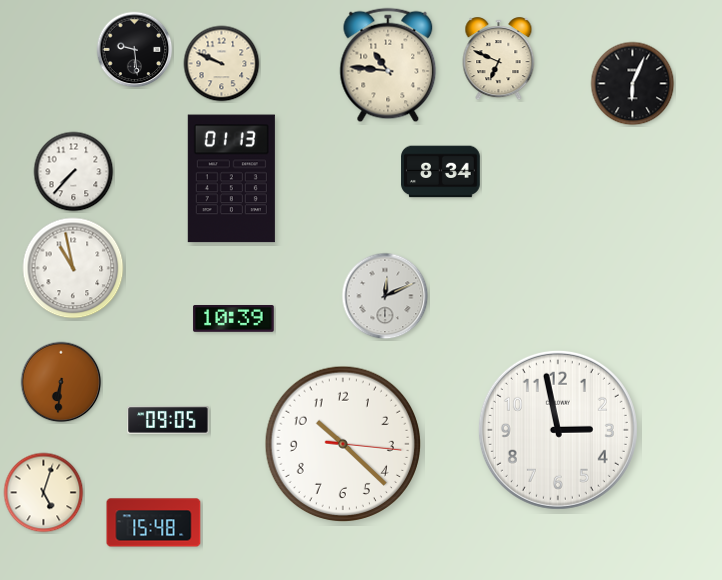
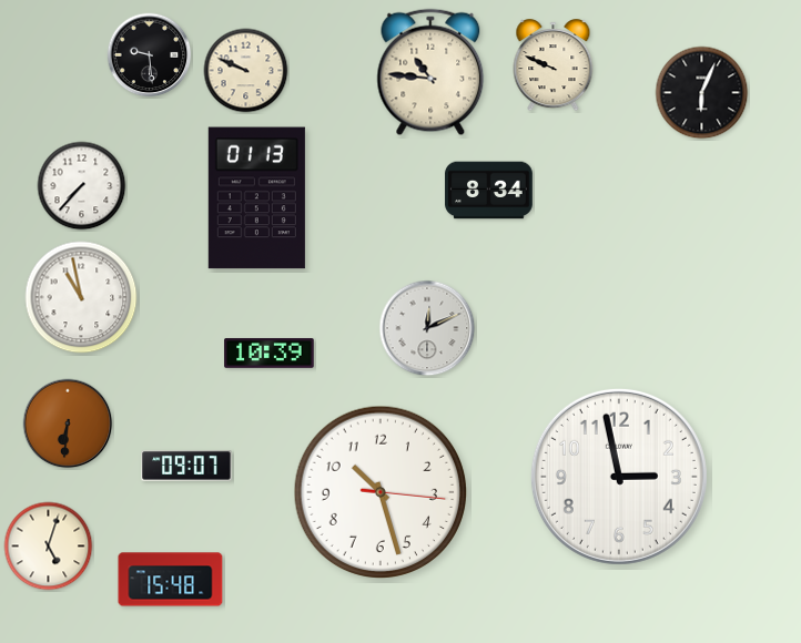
clock at (499, 59): 6:49 -> 9:49
clock at (74, 172) position: (74, 172) -> (82, 186)
clock at (234, 319) position: (234, 319) -> (270, 354)
clock at (168, 420): 09:05 -> 09:07
clock at (343, 444): 10:22 -> 10:27
